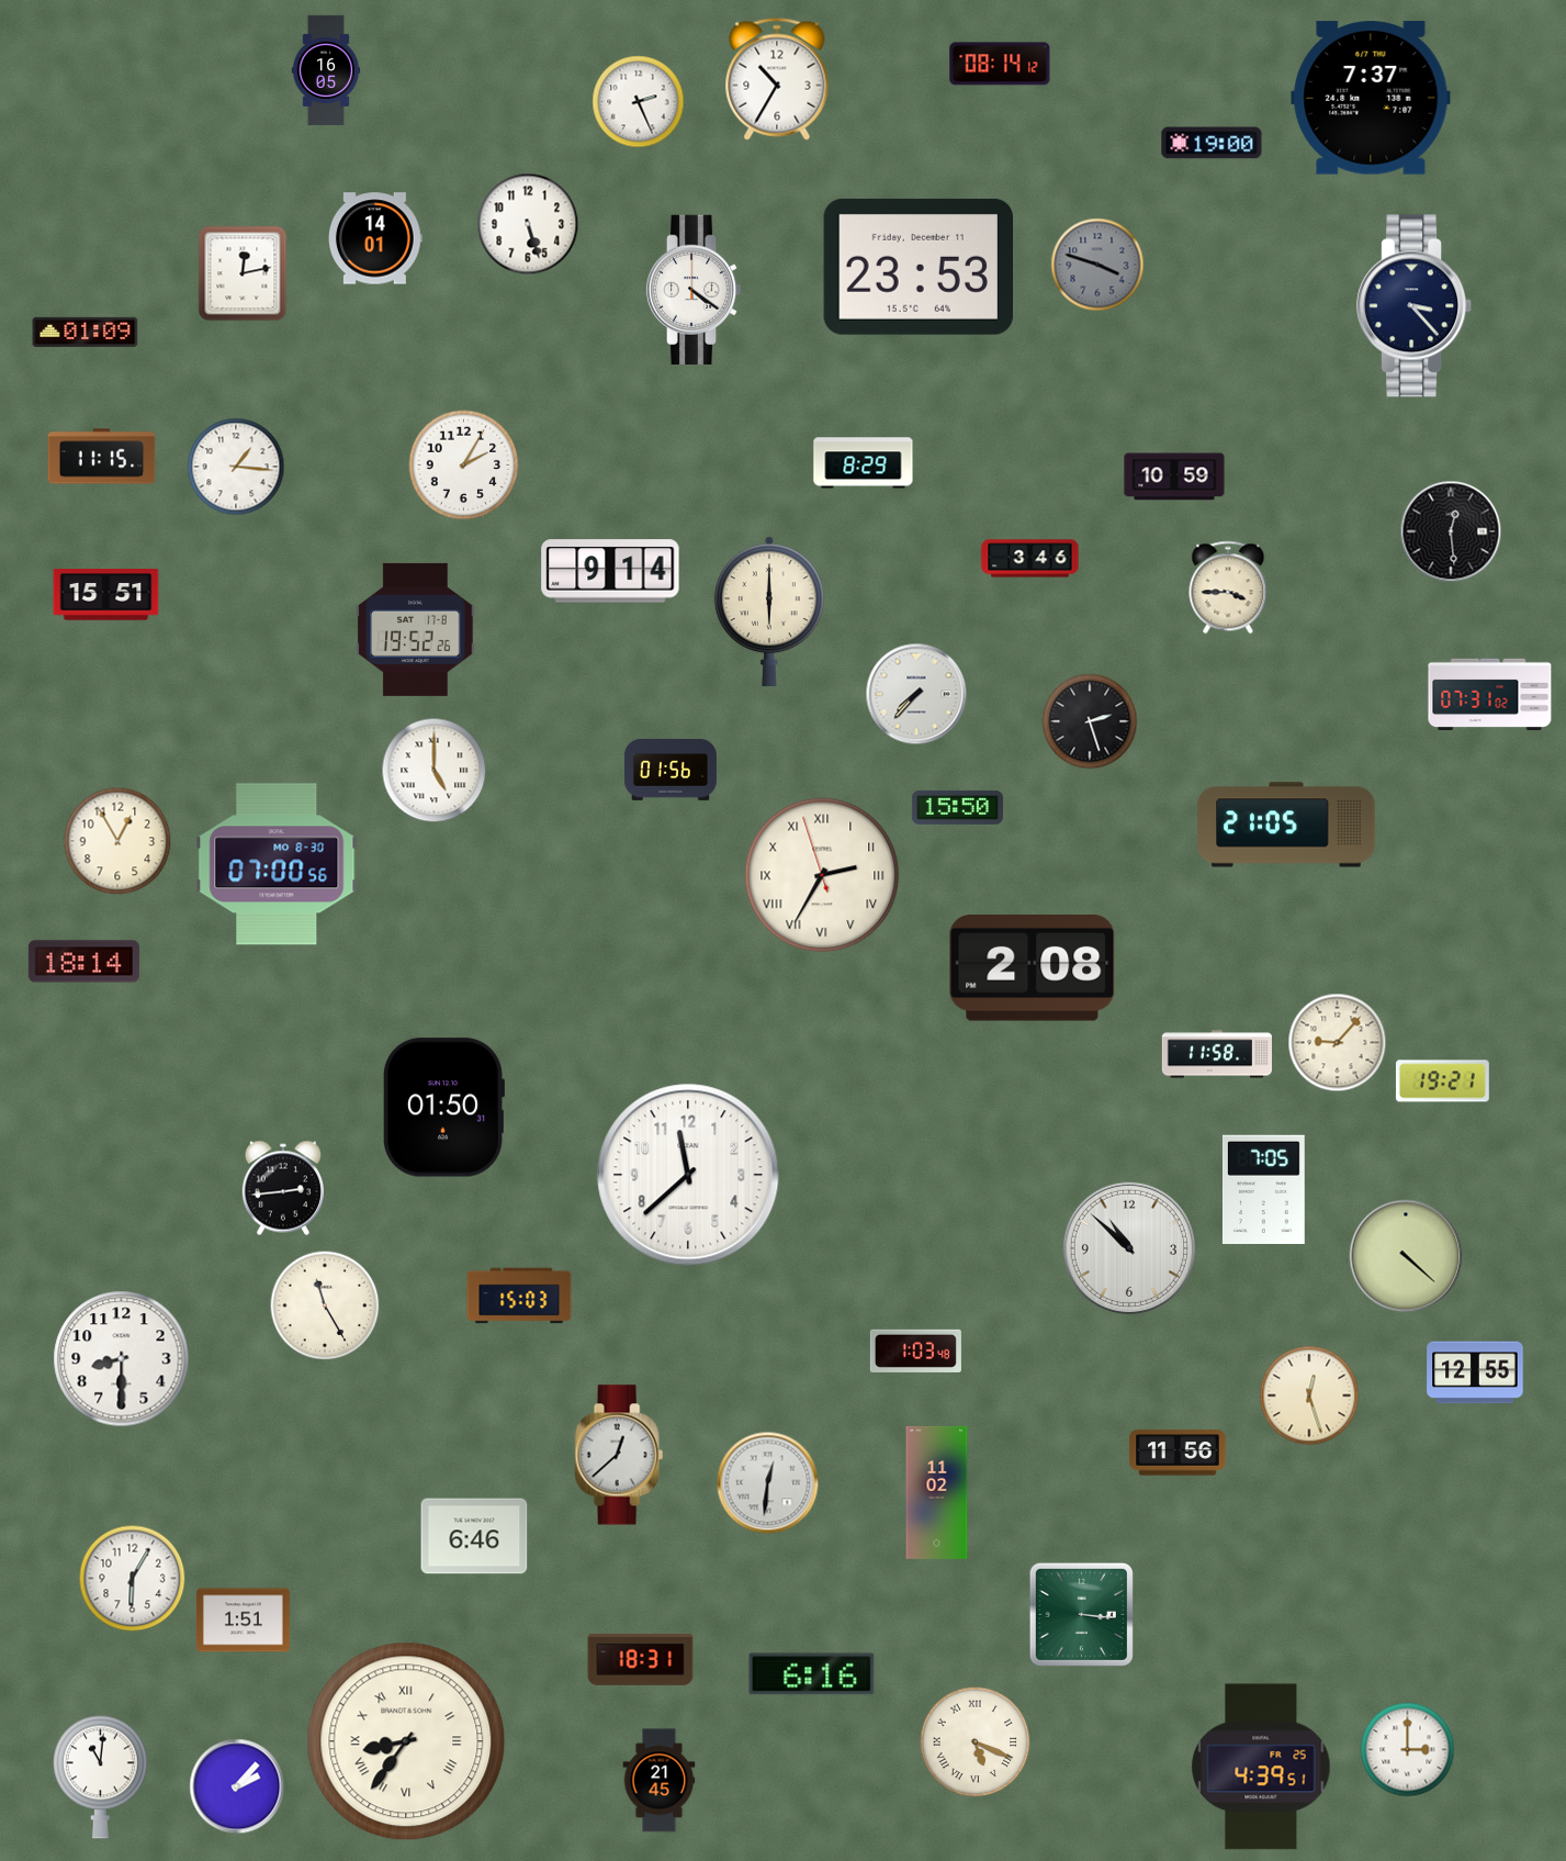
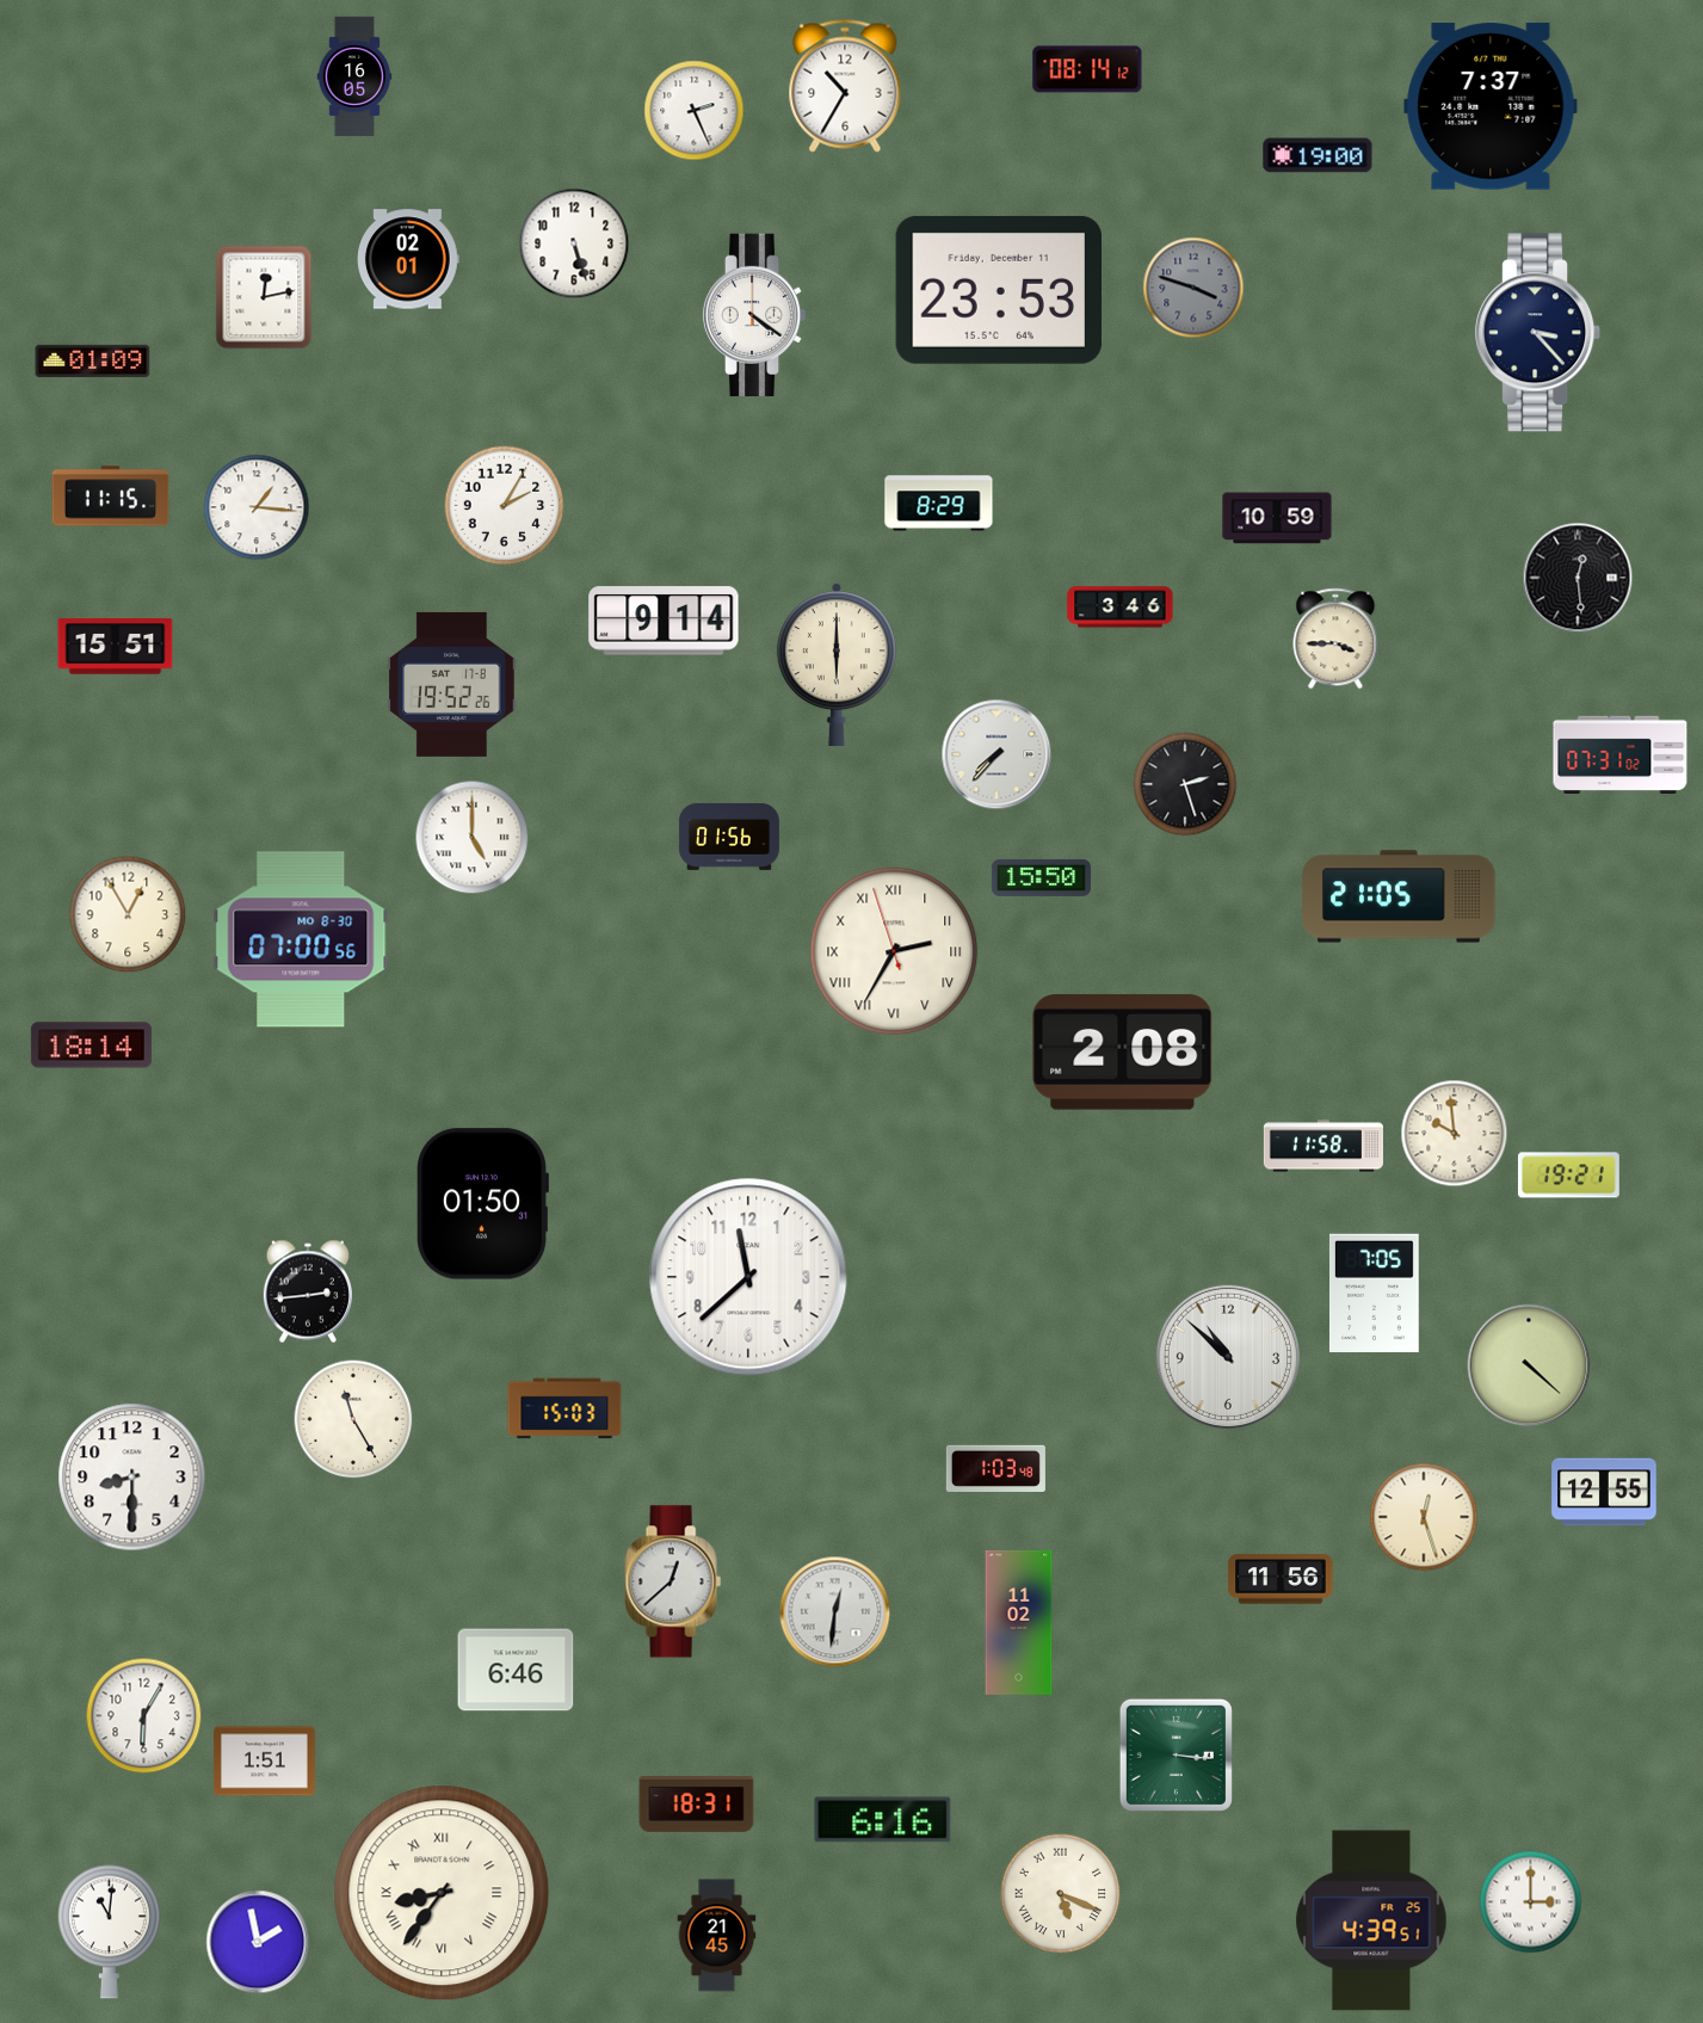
clock at (376, 238): 14:01 -> 02:01
clock at (1338, 1043): 9:07 -> 9:59
clock at (237, 1786): 2:07 -> 1:58
